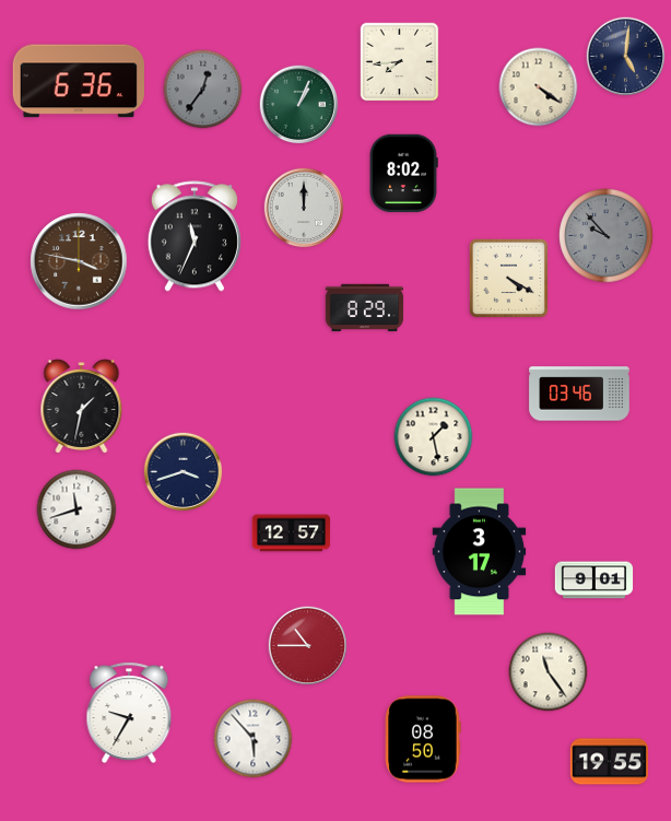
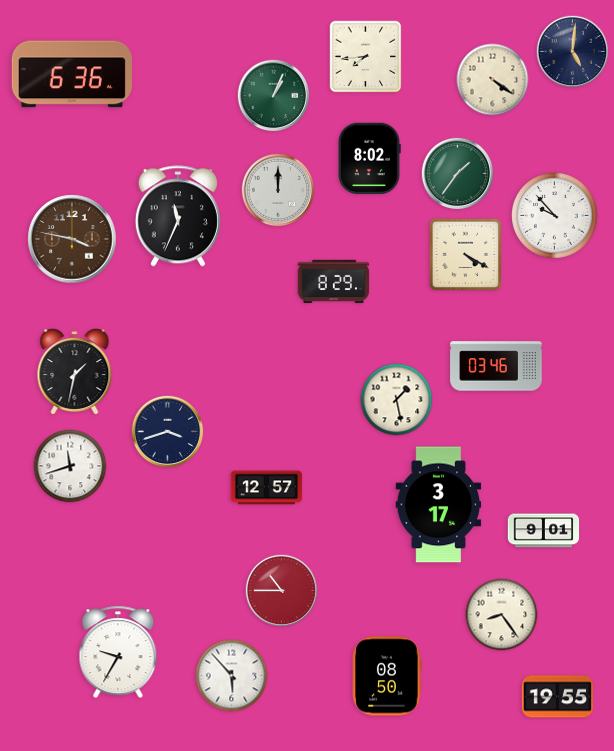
clock at (203, 90): 12:36 -> none
clock at (458, 174): none -> 1:36
clock at (607, 236) dial: grey -> white
clock at (579, 394) position: (579, 394) -> (496, 366)
clock at (549, 672): 11:24 -> 8:24
